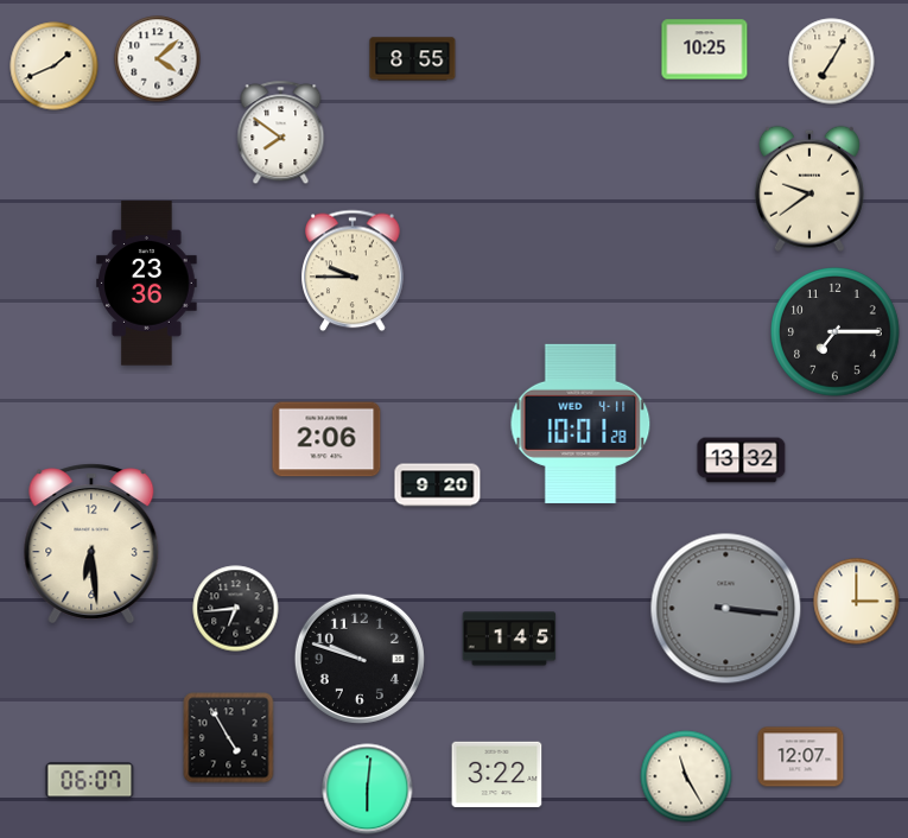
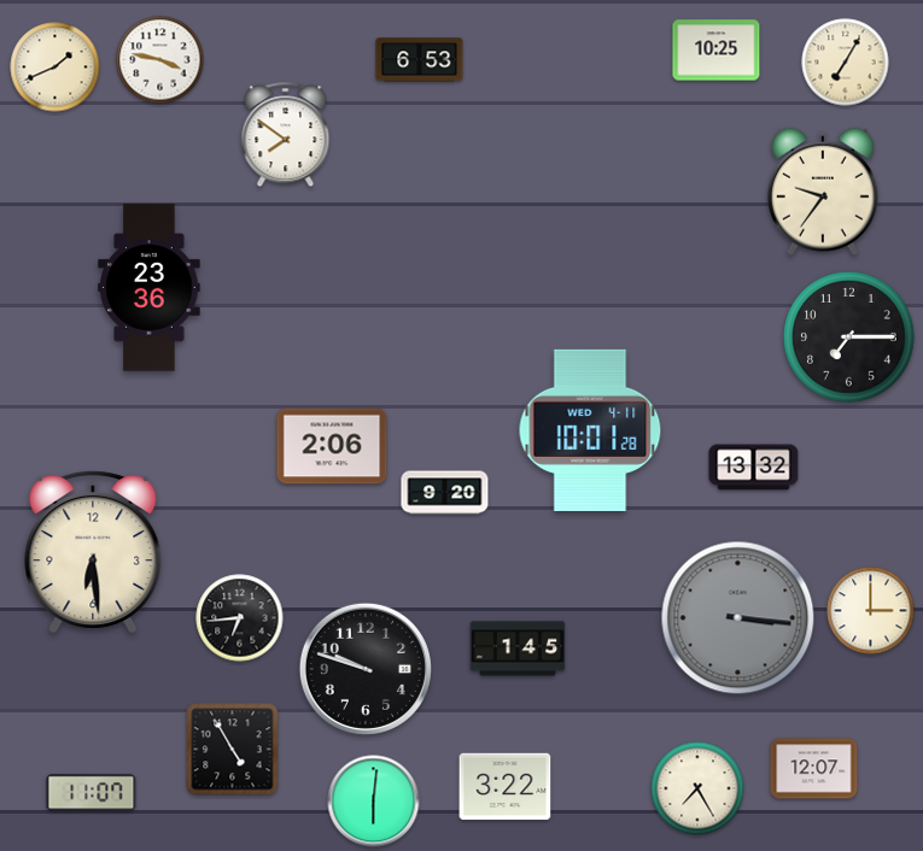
clock at (158, 59): 4:08 -> 3:47
clock at (413, 59): 8:55 -> 6:53
clock at (809, 189): 9:39 -> 9:36
clock at (353, 271): 9:45 -> none
clock at (686, 776): 11:25 -> 7:25
clock at (90, 781): 06:07 -> 11:07
